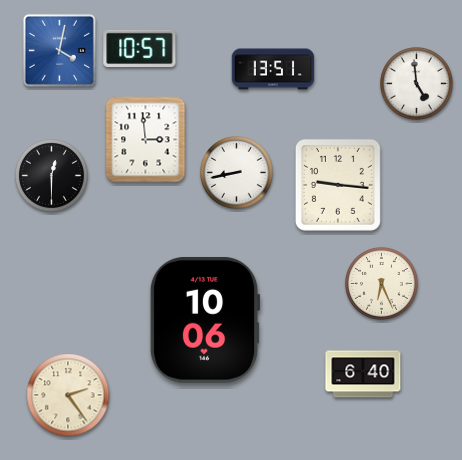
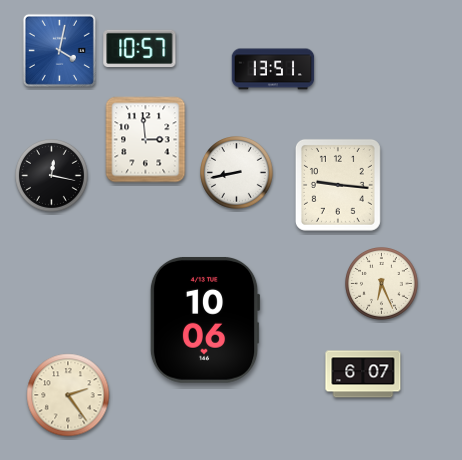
clock at (417, 84): 4:59 -> none
clock at (52, 176): 12:30 -> 12:17
clock at (363, 374): 6:40 -> 6:07
